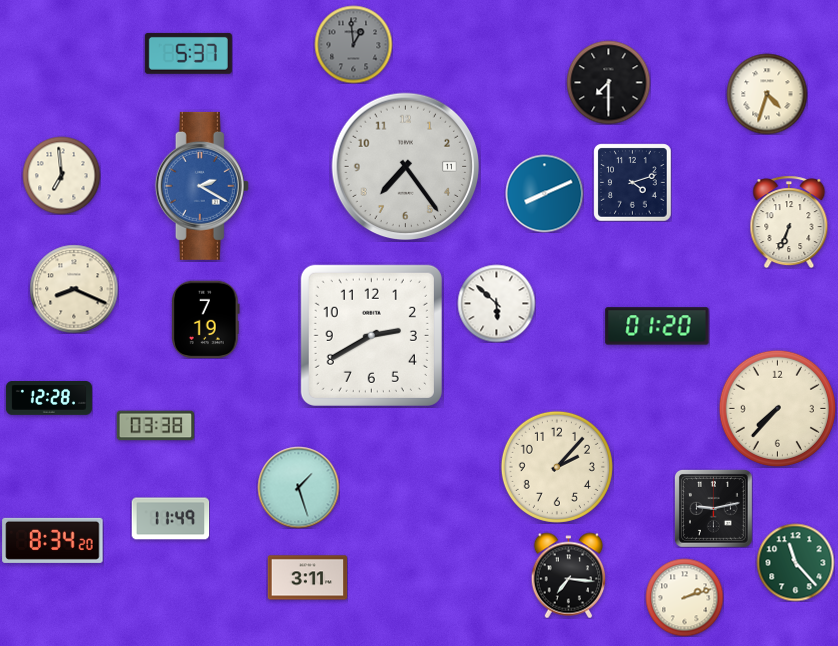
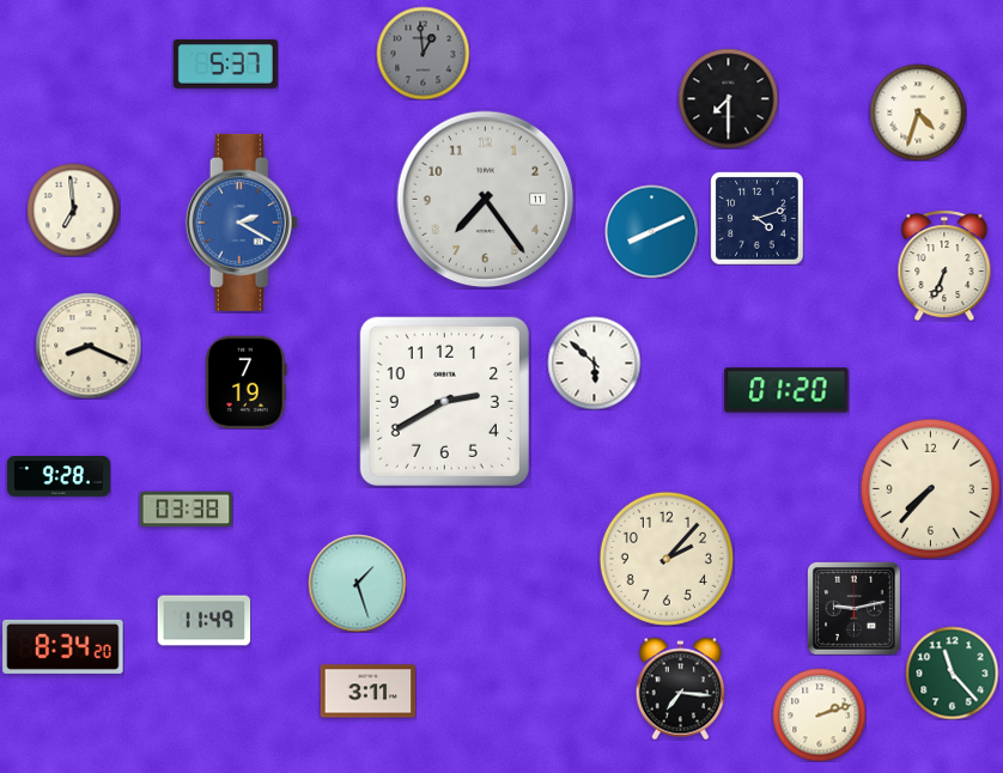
clock at (49, 399): 12:28 -> 9:28
